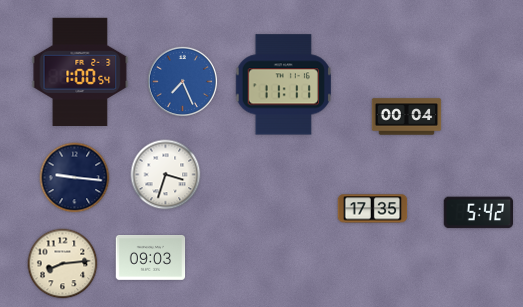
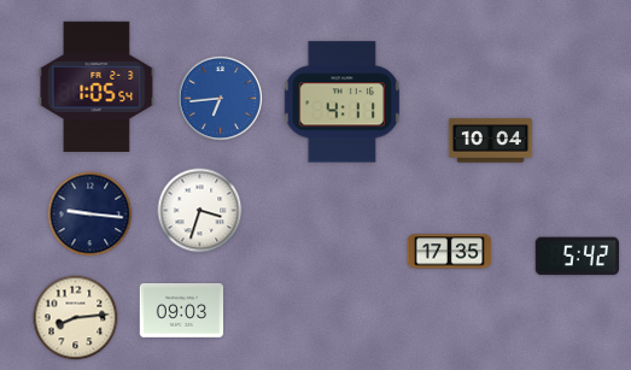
clock at (80, 71): 1:00 -> 1:05
clock at (182, 81): 7:26 -> 6:44
clock at (283, 85): 11:11 -> 4:11
clock at (407, 117): 00:04 -> 10:04
